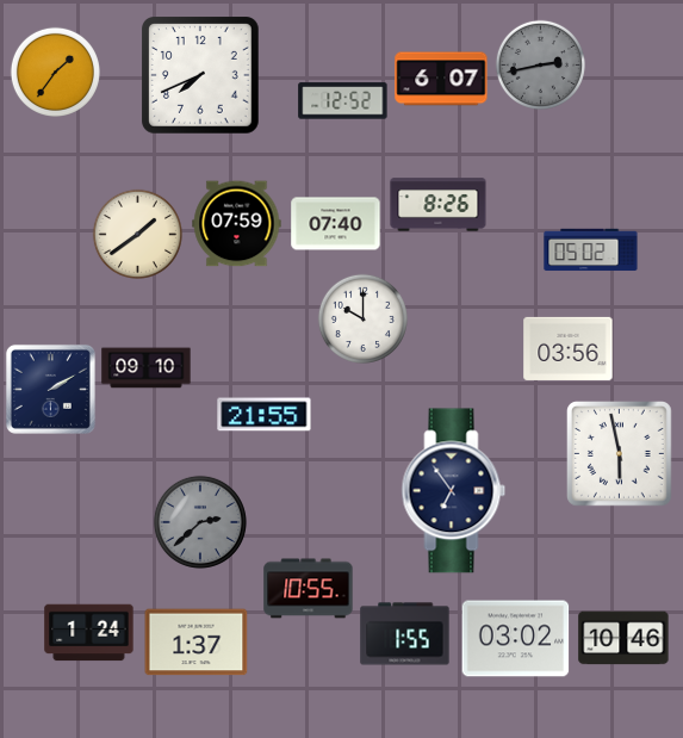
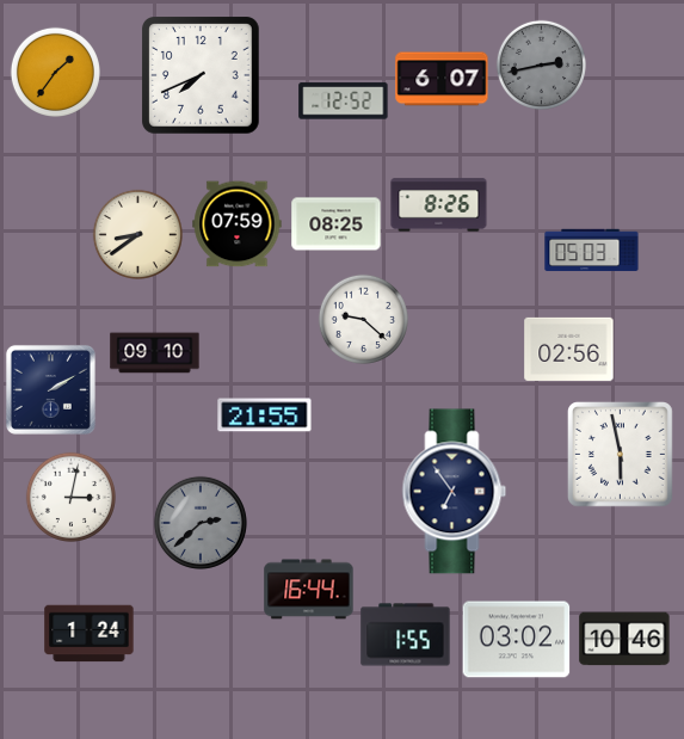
clock at (336, 224): 07:40 -> 08:25
clock at (137, 234): 1:39 -> 8:39
clock at (591, 250): 05:02 -> 05:03
clock at (362, 318): 10:00 -> 9:22
clock at (569, 348): 03:56 -> 02:56
clock at (147, 368) position: (147, 368) -> (155, 353)
clock at (70, 497): none -> 3:02
clock at (309, 589): 10:55 -> 16:44
clock at (197, 643): 1:37 -> none
